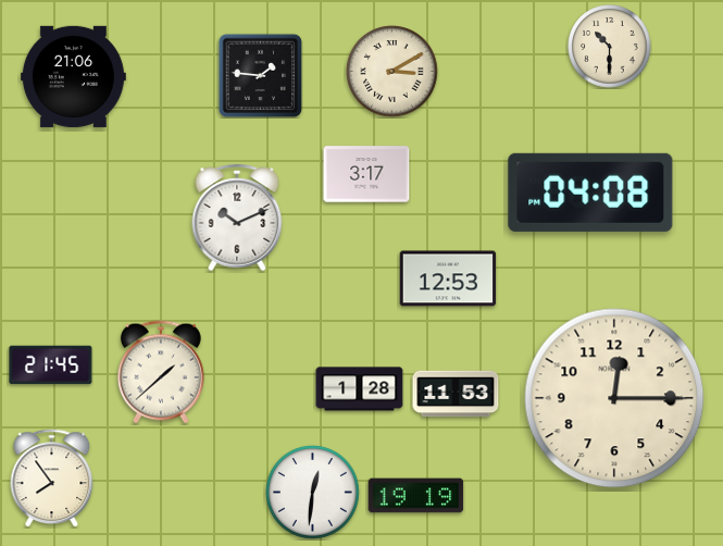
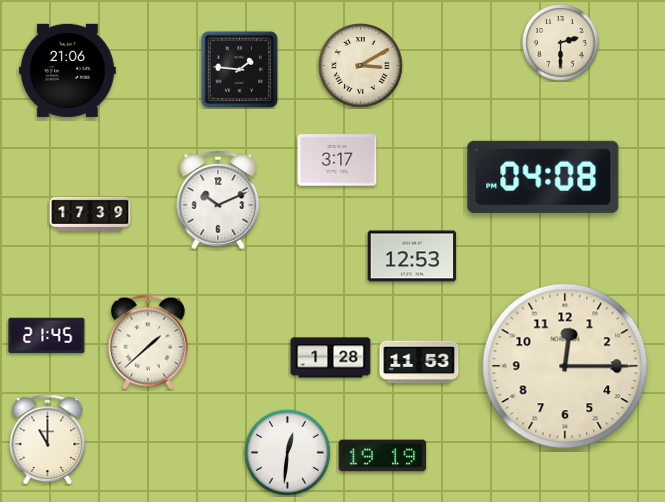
clock at (610, 47): 10:30 -> 2:30
clock at (90, 214): none -> 17:39
clock at (52, 479): 7:54 -> 11:00
